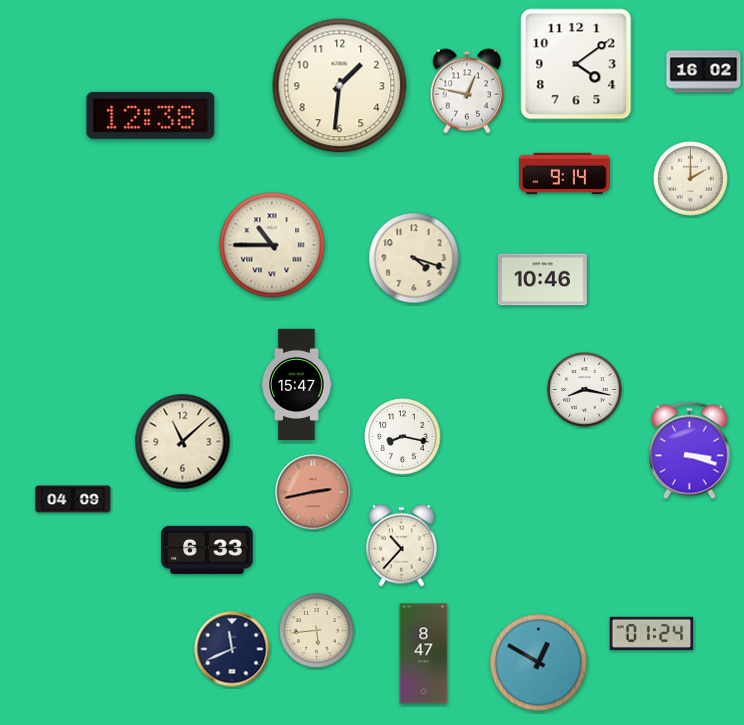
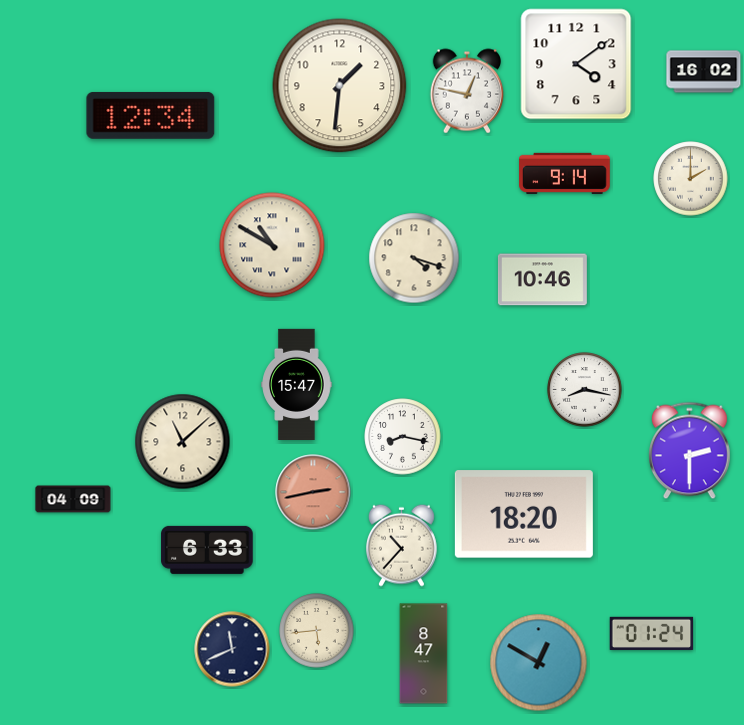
clock at (151, 116): 12:38 -> 12:34
clock at (272, 245): 10:45 -> 10:50
clock at (690, 451): 3:18 -> 2:30
clock at (524, 514): none -> 18:20
